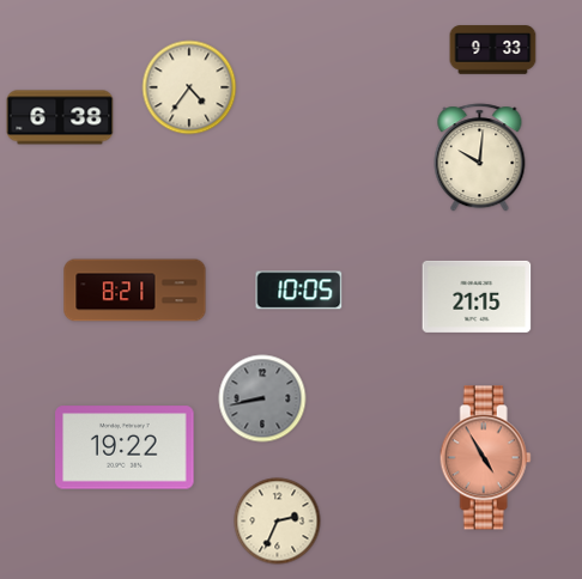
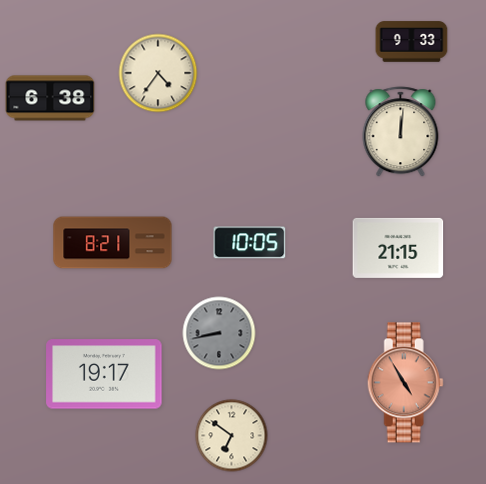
clock at (480, 158): 10:01 -> 12:01
clock at (125, 447): 19:22 -> 19:17
clock at (278, 522): 2:34 -> 6:51
